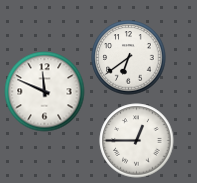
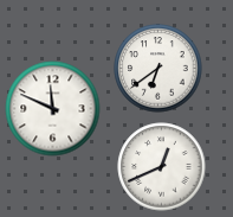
clock at (129, 58) position: (129, 58) -> (158, 69)
clock at (137, 141): 12:45 -> 12:41
